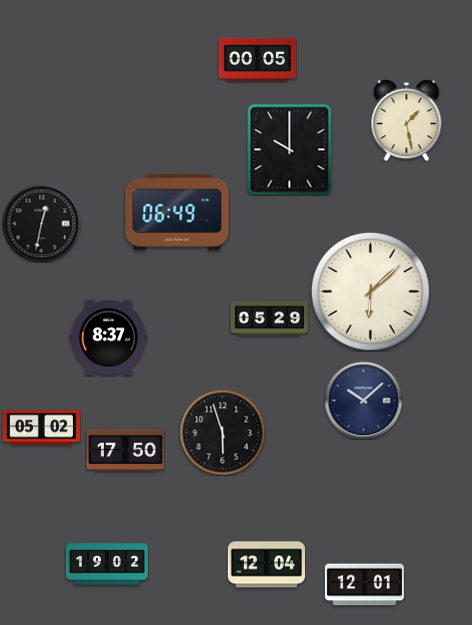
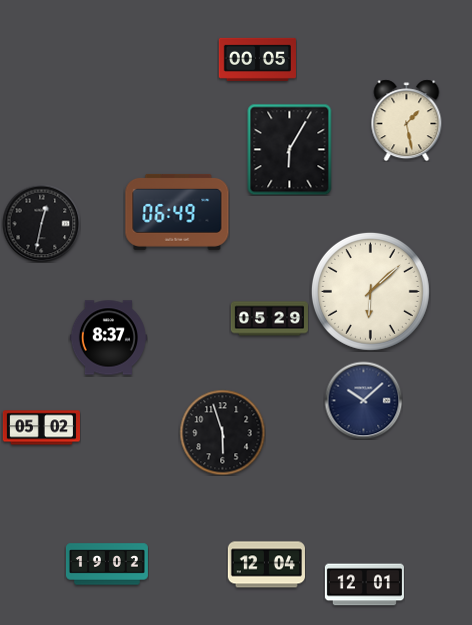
clock at (290, 149): 10:00 -> 6:05
clock at (125, 451): 17:50 -> none
